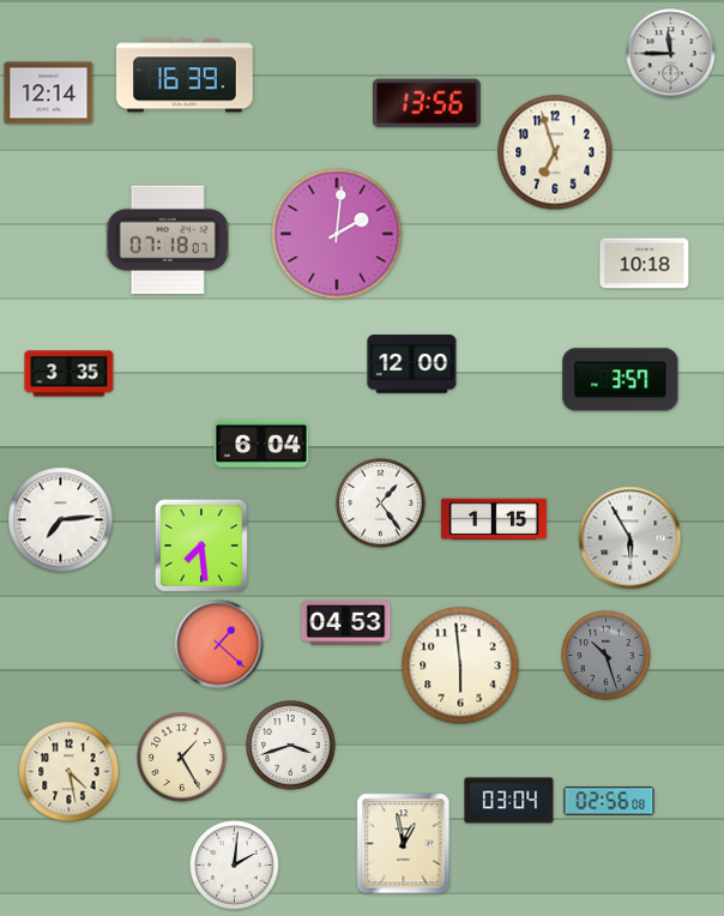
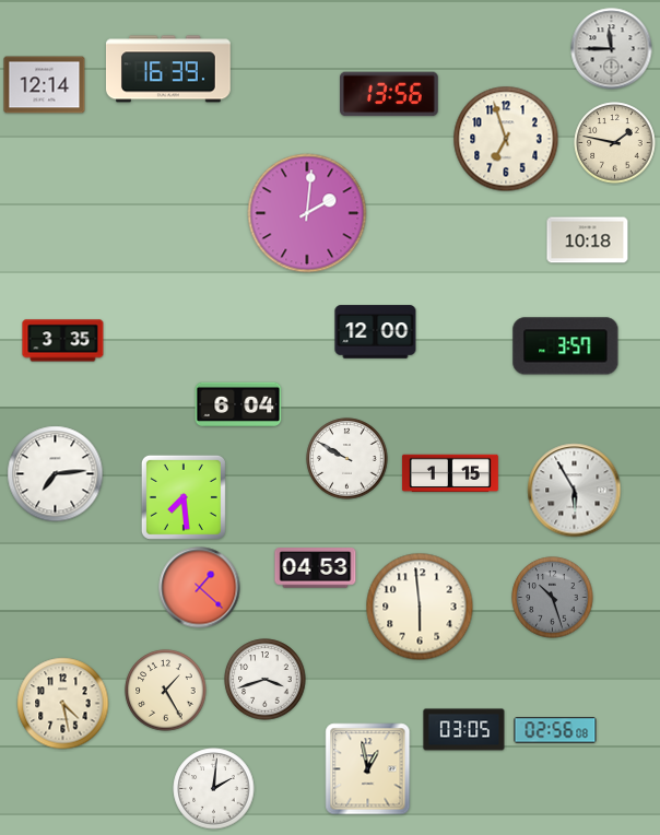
clock at (615, 143): none -> 1:47
clock at (168, 240): 07:18 -> none
clock at (381, 504): 1:24 -> 9:50
clock at (509, 801): 03:04 -> 03:05
